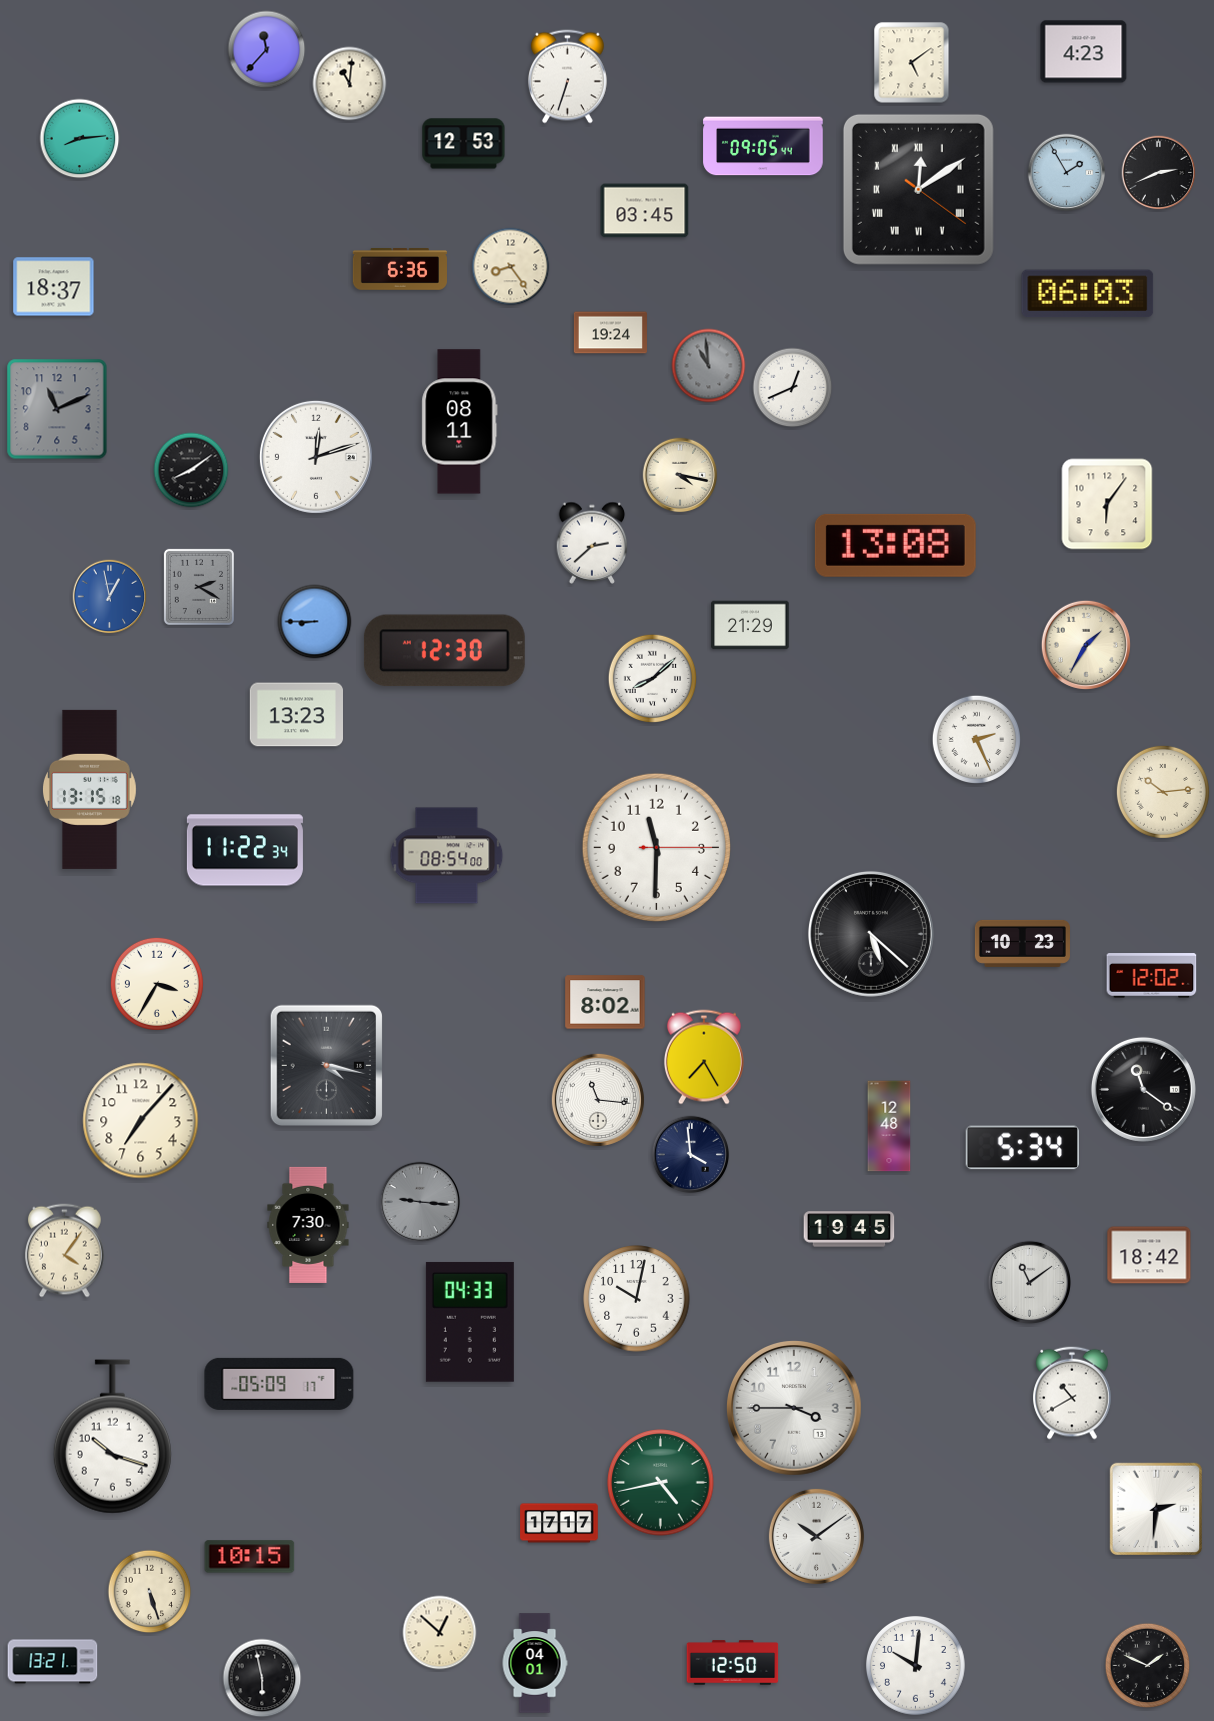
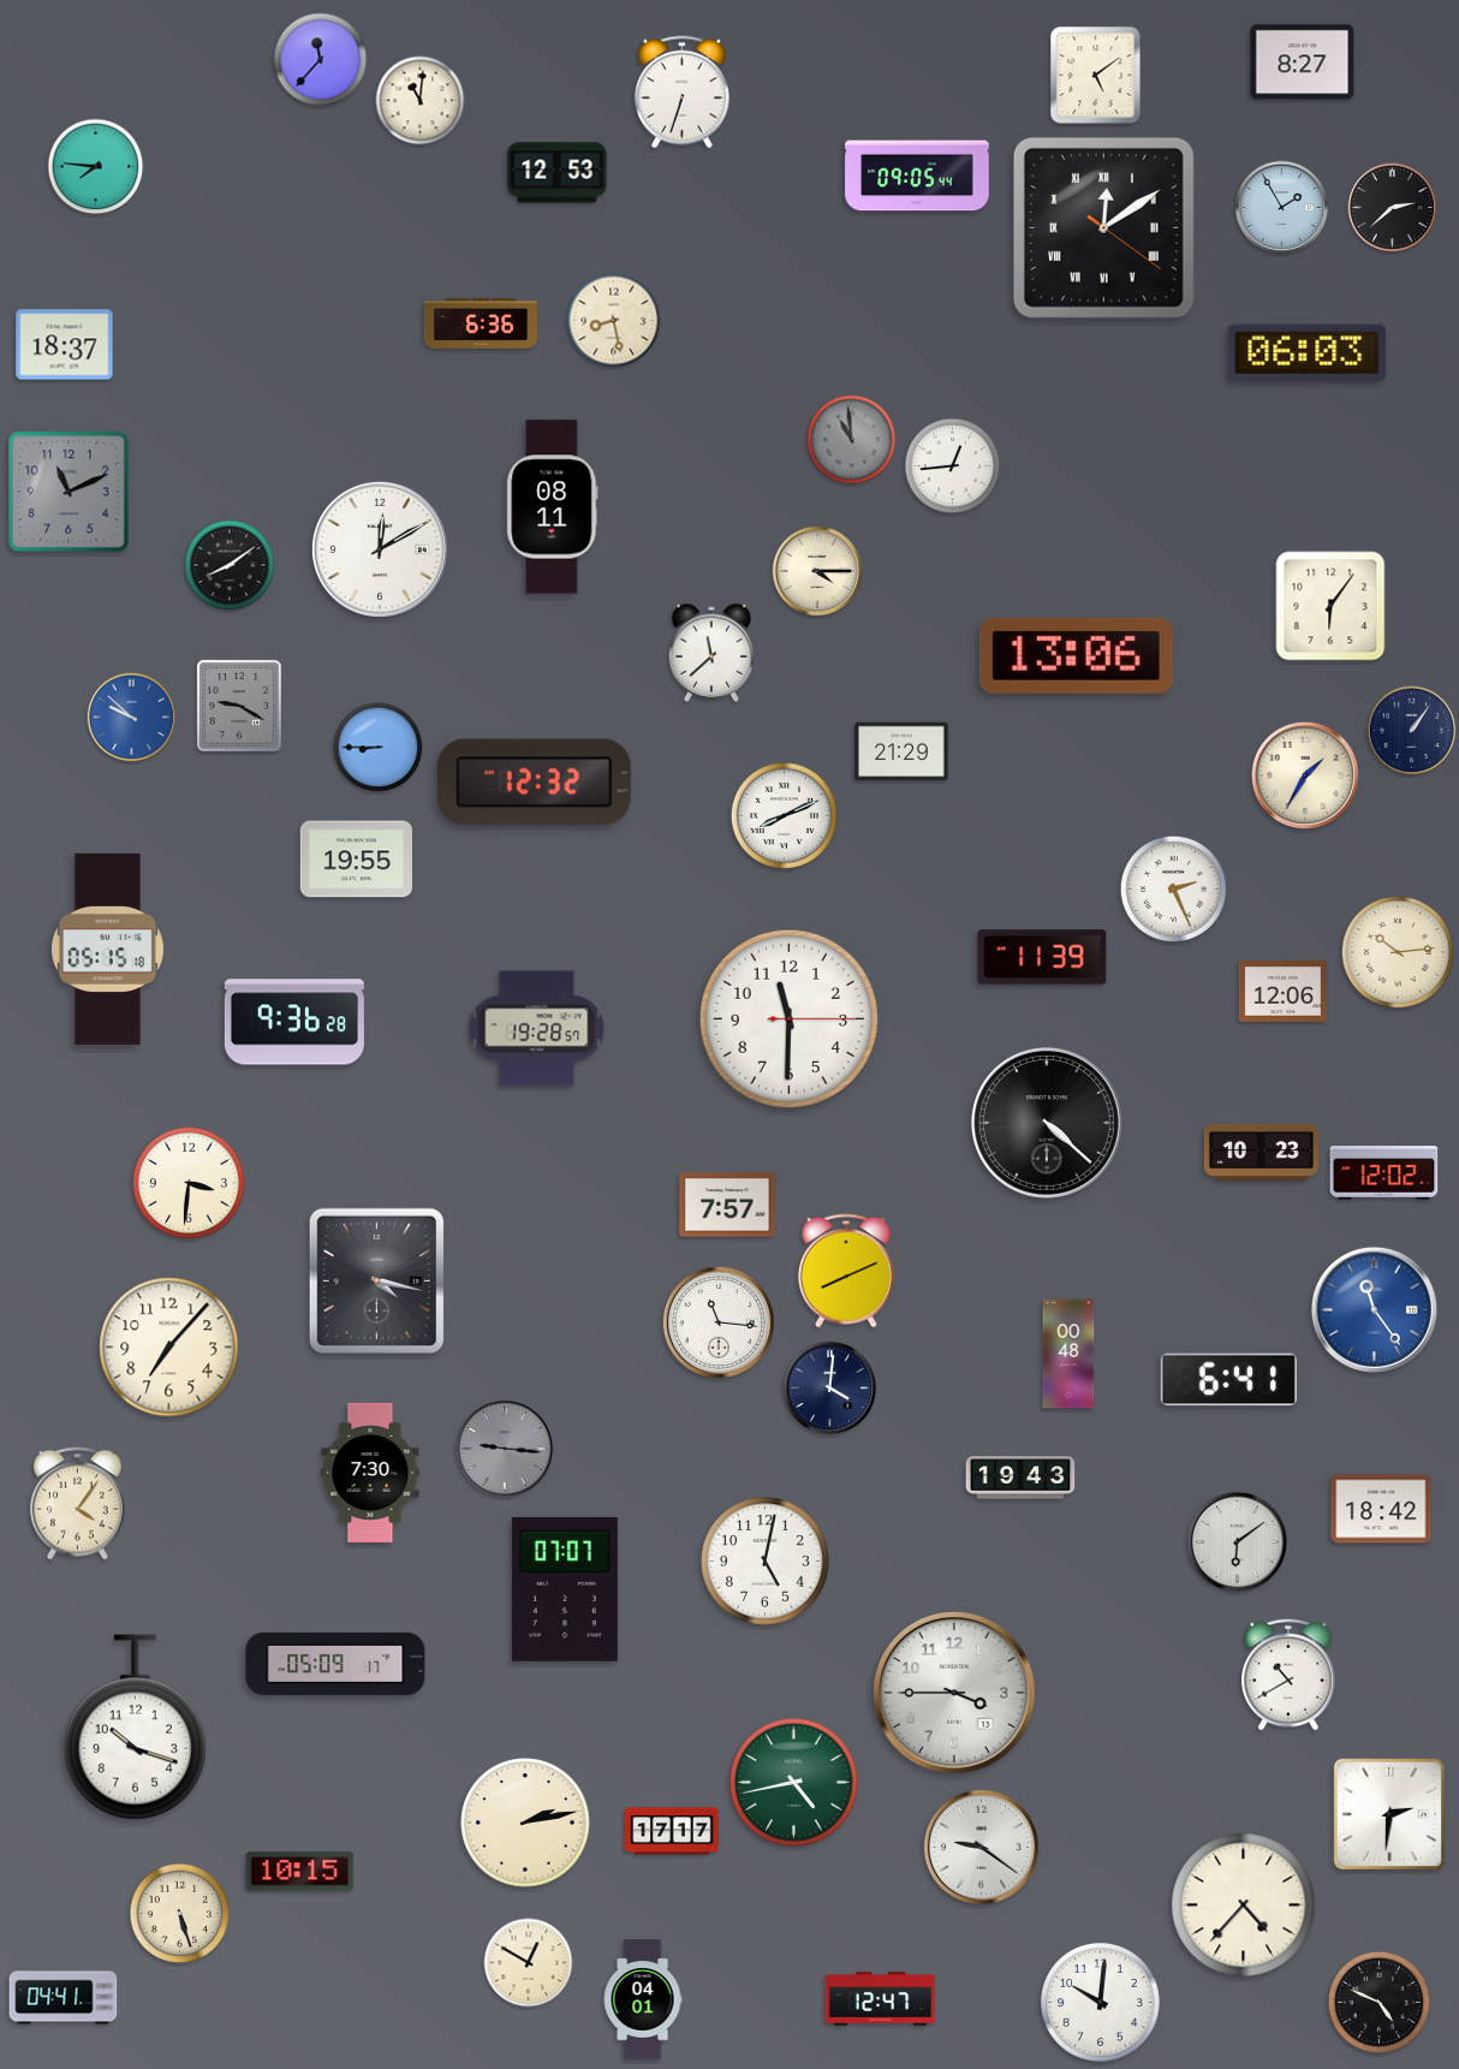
clock at (1084, 52): 4:23 -> 8:27
clock at (80, 139): 8:14 -> 7:46
clock at (1159, 173): 2:41 -> 2:38
clock at (645, 211): 03:45 -> none
clock at (511, 267): 8:24 -> 8:28
clock at (610, 333): 19:24 -> none
clock at (793, 388): 12:41 -> 12:44
clock at (316, 457): 12:12 -> 12:10
clock at (680, 475): 4:17 -> 4:15
clock at (592, 543): 2:38 -> 11:38
clock at (895, 545): 13:08 -> 13:06
clock at (199, 587): 2:20 -> 9:20
clock at (110, 597): 12:58 -> 9:52
clock at (1412, 731): none -> 1:06
clock at (444, 651): 12:30 -> 12:32
clock at (652, 678): 8:08 -> 8:11
clock at (296, 715): 13:23 -> 19:55
clock at (90, 789): 13:15 -> 05:15
clock at (1042, 957): none -> 11:39
clock at (1282, 991): none -> 12:06
clock at (245, 850): 11:22 -> 9:36
clock at (447, 856): 08:54 -> 19:28
clock at (871, 934): 5:22 -> 4:22
clock at (1022, 943) position: (1022, 943) -> (1261, 1152)
clock at (157, 984): 3:35 -> 3:31
clock at (605, 1002): 8:02 -> 7:57
clock at (704, 1057): 7:25 -> 8:11
clock at (326, 1065) position: (326, 1065) -> (376, 1280)
clock at (1143, 1089): 11:21 -> 11:24
clock at (1143, 1089) dial: black -> blue
clock at (889, 1126): 12:48 -> 00:48
clock at (1022, 1148): 5:34 -> 6:41
clock at (691, 1155): 3:59 -> 4:01
clock at (420, 1202) position: (420, 1202) -> (505, 1449)
clock at (849, 1229): 19:45 -> 19:43
clock at (1029, 1282): 11:09 -> 6:09
clock at (637, 1299): 10:02 -> 5:02
clock at (470, 1322): 04:33 -> 07:07
clock at (525, 1823): none -> 2:13
clock at (816, 1536): 10:09 -> 9:21
clock at (1244, 1905): none -> 4:37
clock at (440, 1633): 12:52 -> 12:50
clock at (53, 1662): 13:21 -> 04:41
clock at (733, 1663): 12:50 -> 12:47
clock at (1148, 1666): 1:49 -> 4:49
clock at (262, 1678): 5:58 -> none
